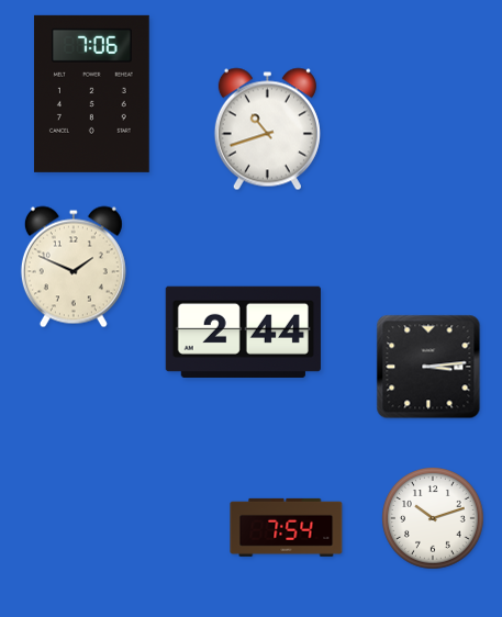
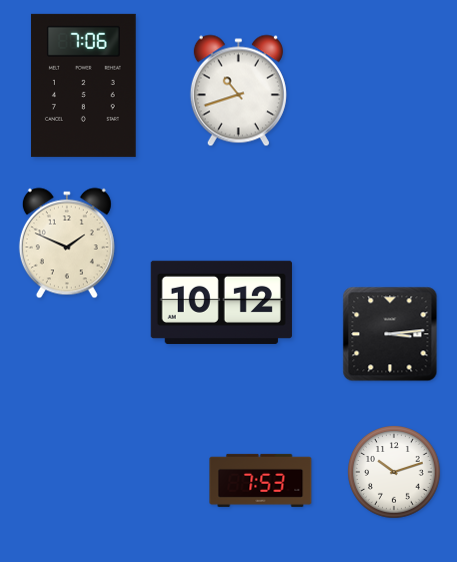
clock at (267, 130) position: (267, 130) -> (238, 91)
clock at (243, 332): 2:44 -> 10:12
clock at (287, 527): 7:54 -> 7:53
